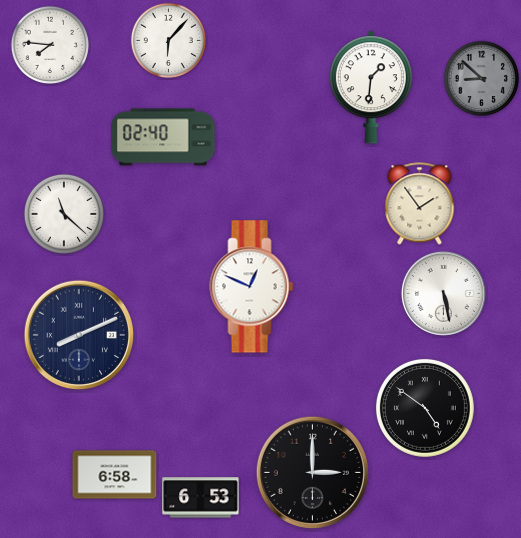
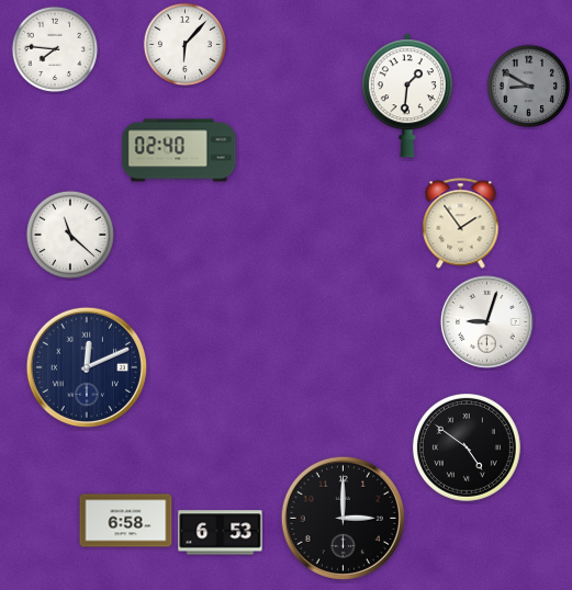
clock at (481, 78): 8:52 -> 8:50
clock at (252, 287): 12:49 -> none
clock at (443, 293): 5:28 -> 9:03
clock at (79, 335): 8:11 -> 12:11
clock at (201, 498) position: (201, 498) -> (221, 533)
